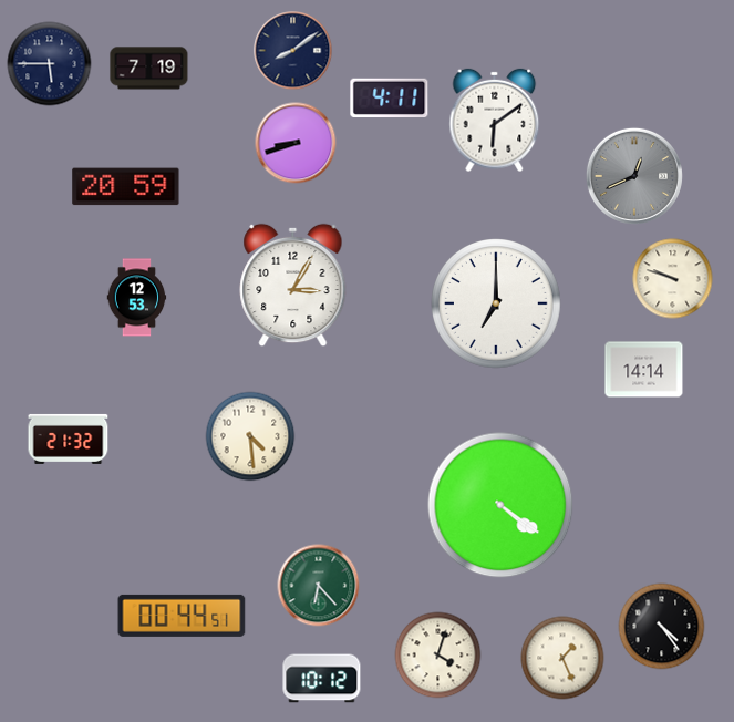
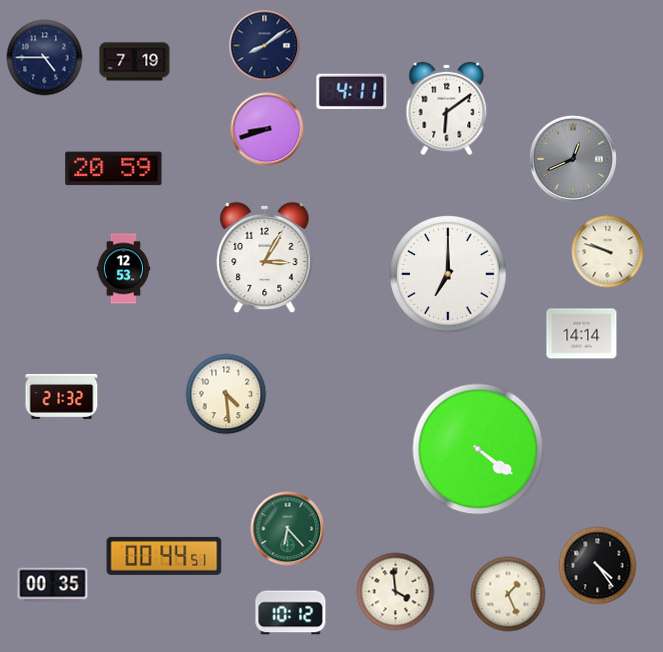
clock at (50, 64): 5:45 -> 4:45
clock at (390, 99) position: (390, 99) -> (352, 92)
clock at (500, 505) position: (500, 505) -> (478, 449)
clock at (53, 585): none -> 00:35
clock at (438, 656): 4:03 -> 3:59
